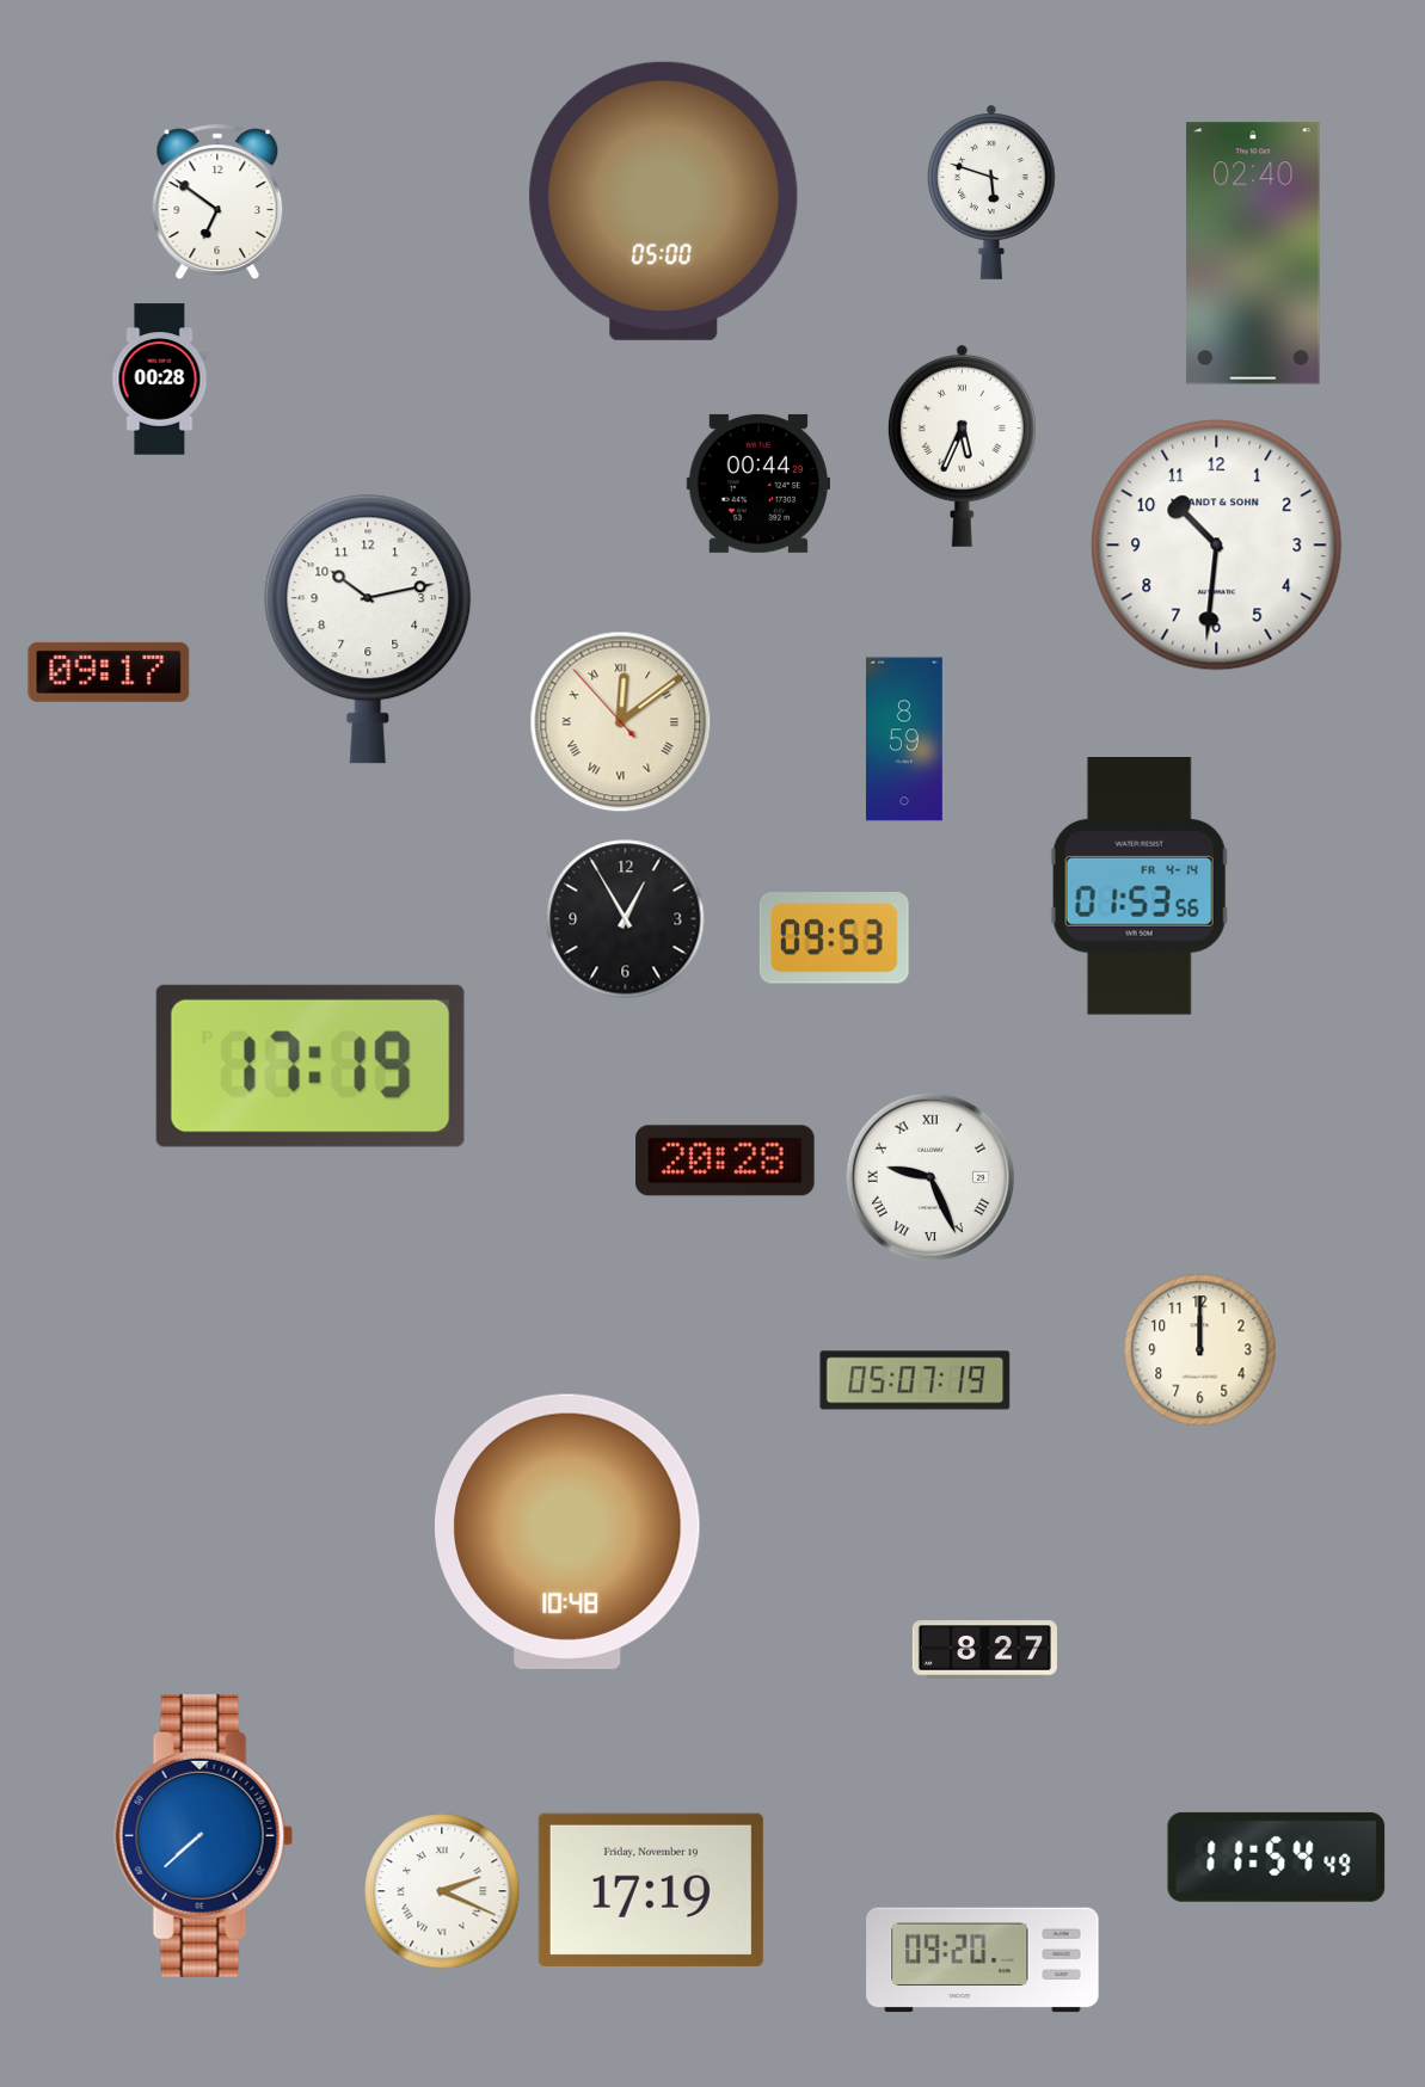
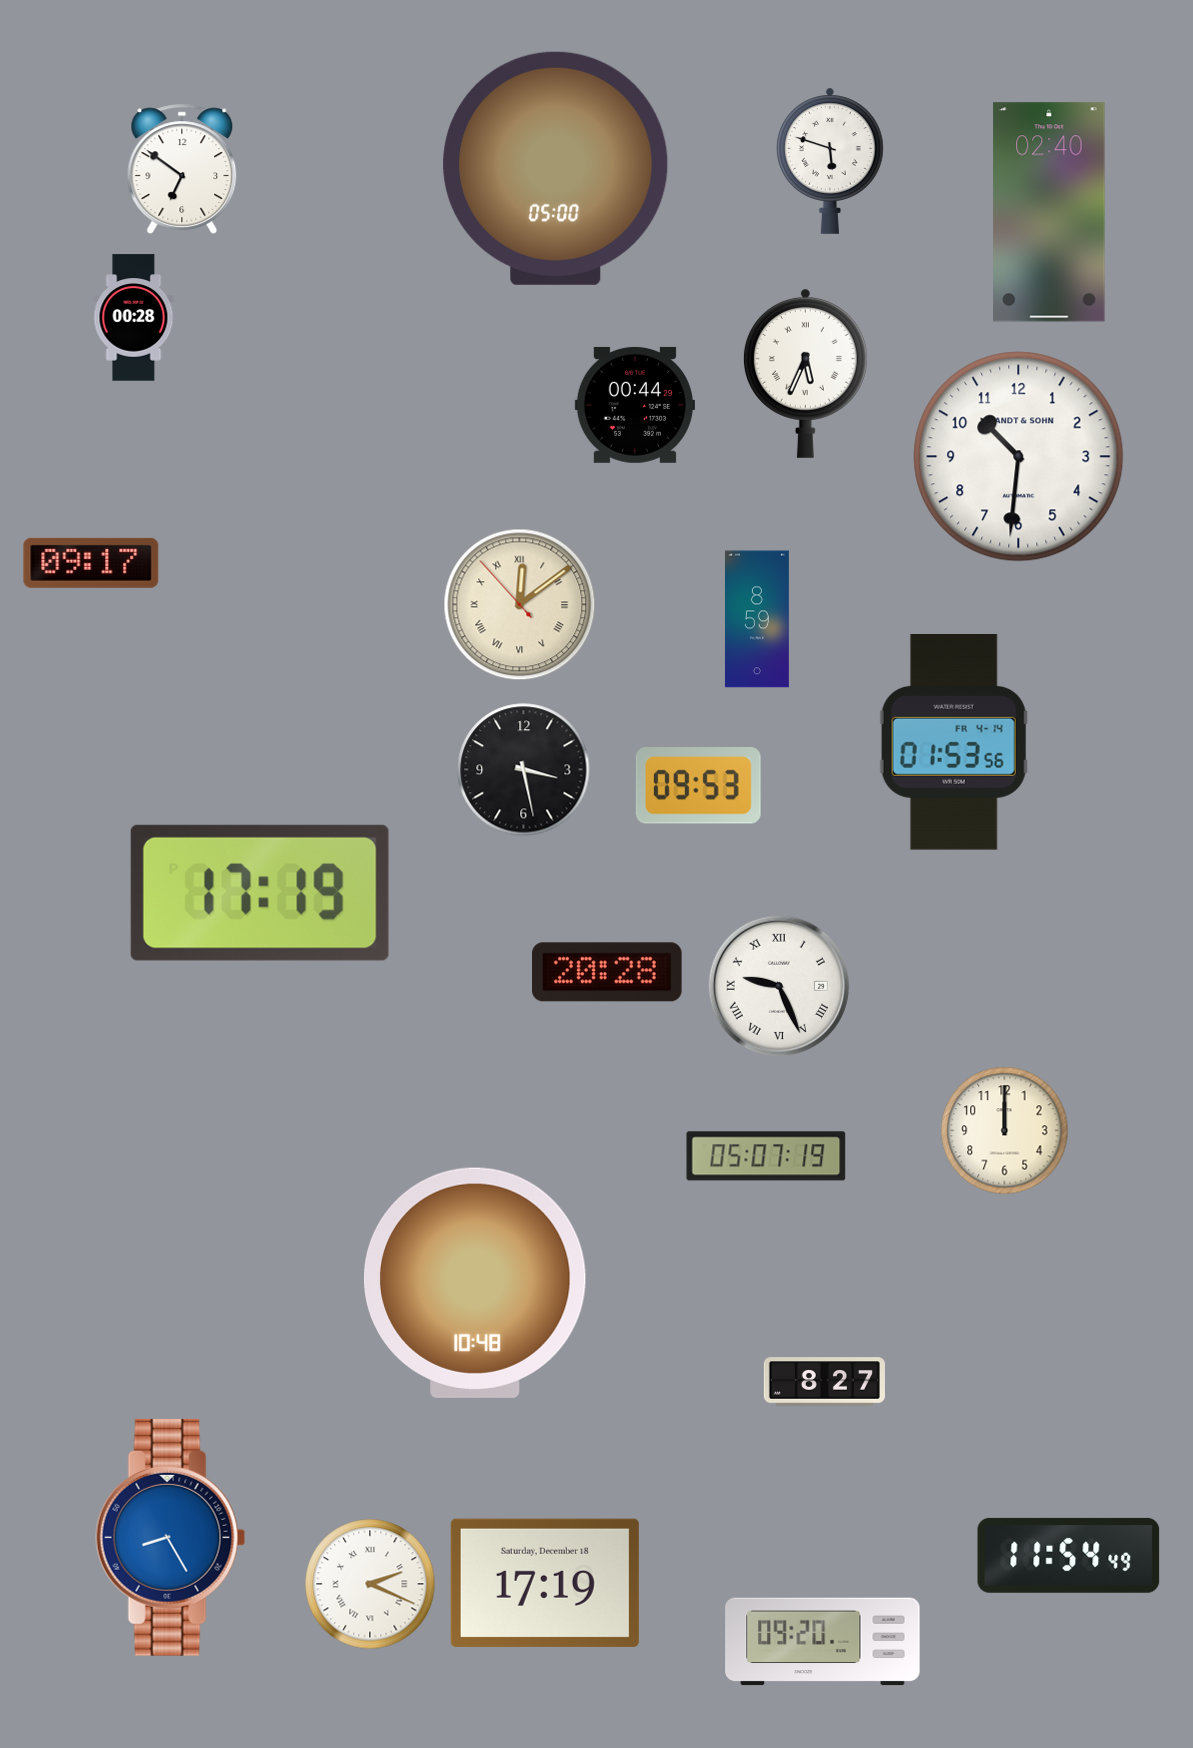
clock at (368, 629): 10:13 -> none
clock at (626, 919): 12:55 -> 3:28
clock at (204, 1835): 7:38 -> 8:25
clock at (651, 1890) date: Friday, November 19 -> Saturday, December 18
